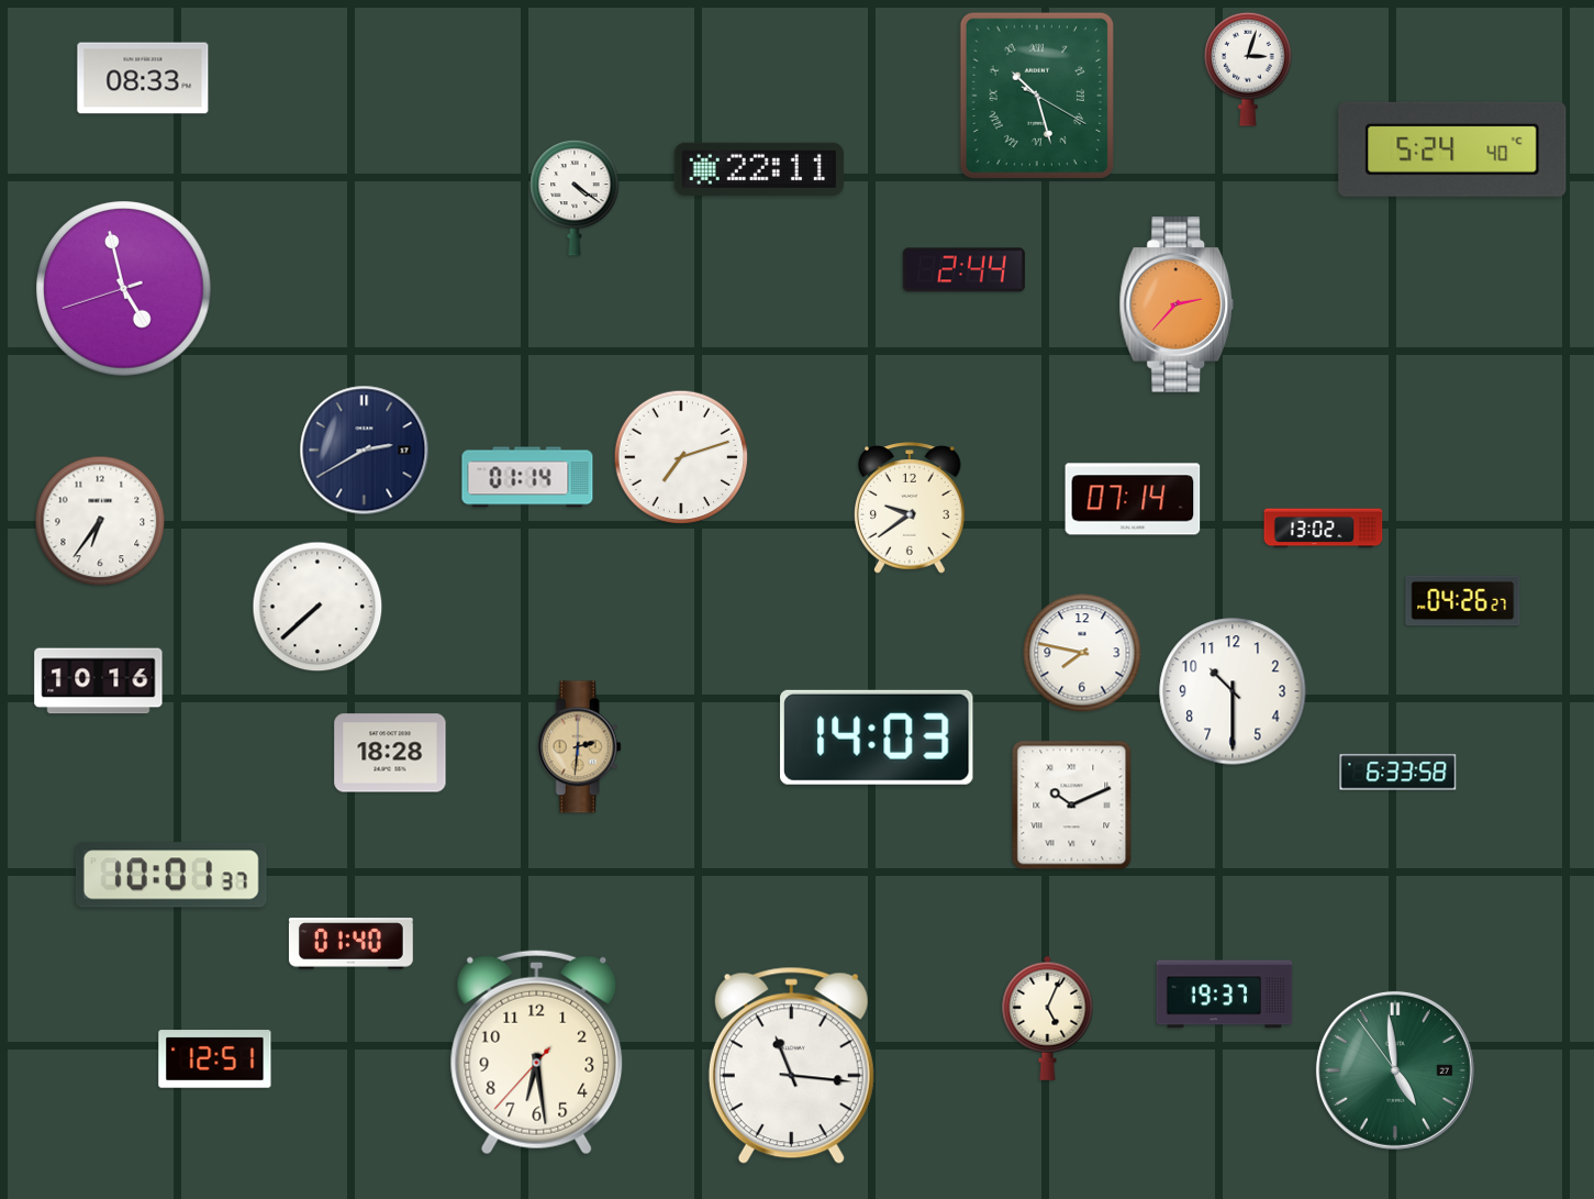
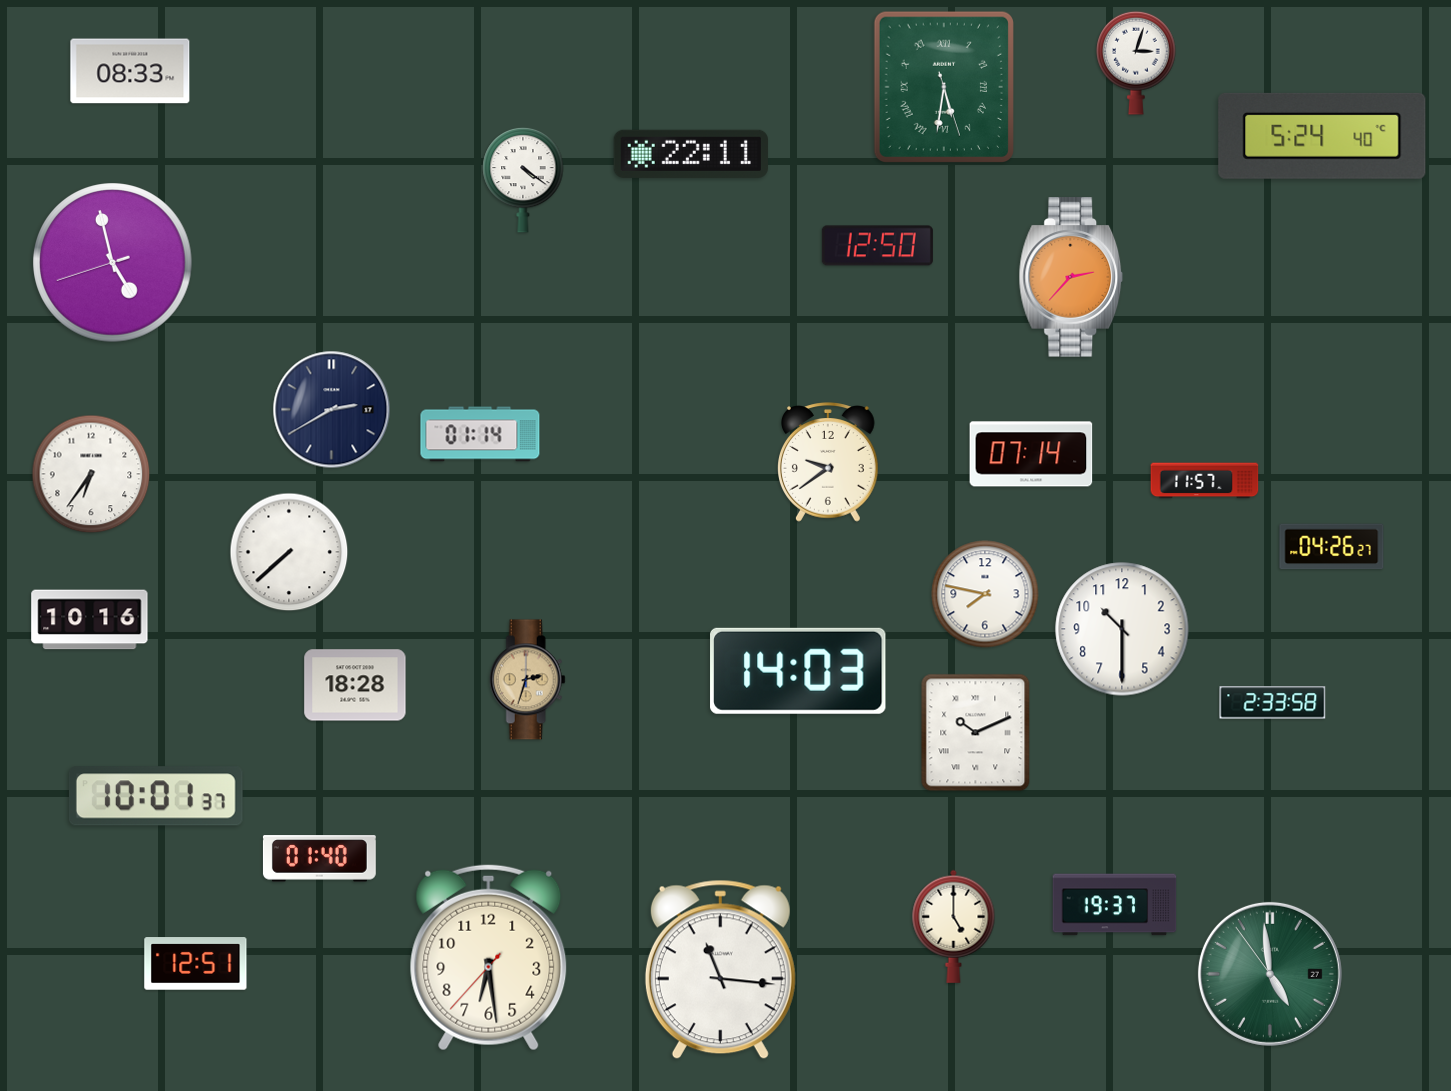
clock at (1036, 95): 10:27 -> 5:31
clock at (963, 270): 2:44 -> 12:50
clock at (681, 457): 7:12 -> none
clock at (1324, 529): 13:02 -> 11:57
clock at (579, 747): 2:31 -> 2:33
clock at (1398, 773): 6:33 -> 2:33
clock at (1048, 1018): 5:04 -> 5:00
